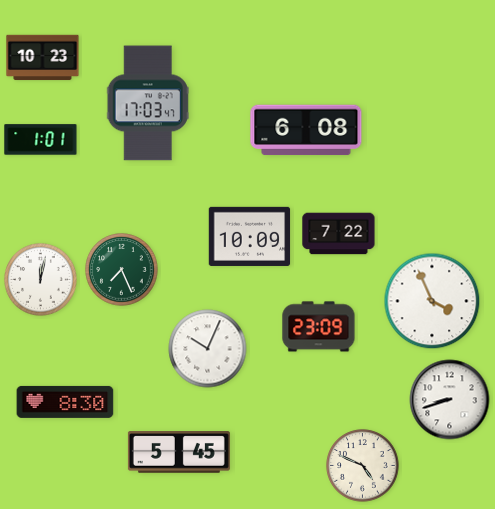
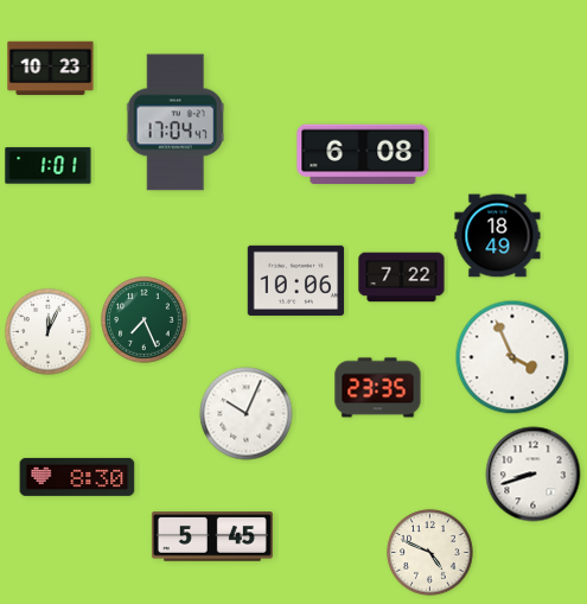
clock at (148, 103): 17:03 -> 17:04
clock at (498, 236): none -> 18:49
clock at (250, 236): 10:09 -> 10:06
clock at (41, 280): 12:02 -> 12:04
clock at (319, 327): 23:09 -> 23:35
